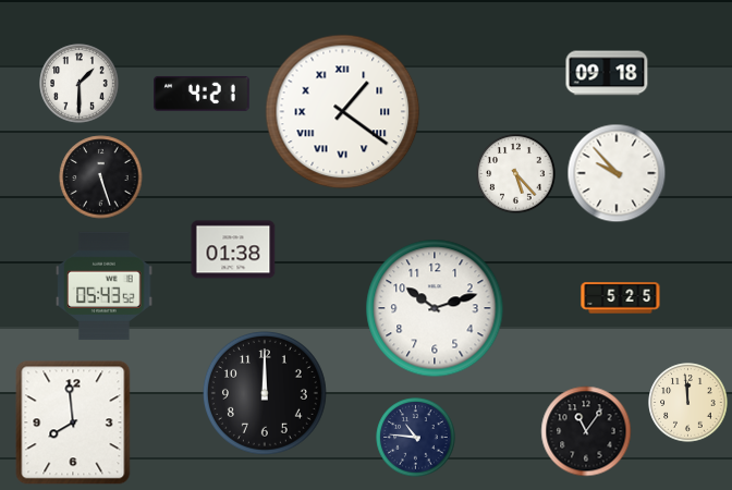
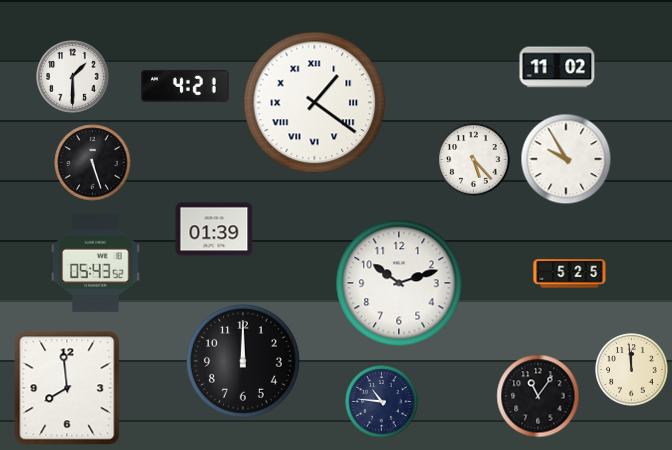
clock at (607, 73): 09:18 -> 11:02
clock at (617, 173): 9:53 -> 9:55
clock at (233, 249): 01:38 -> 01:39
